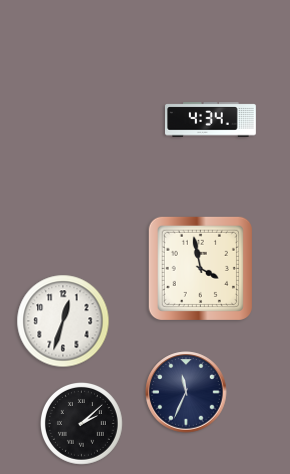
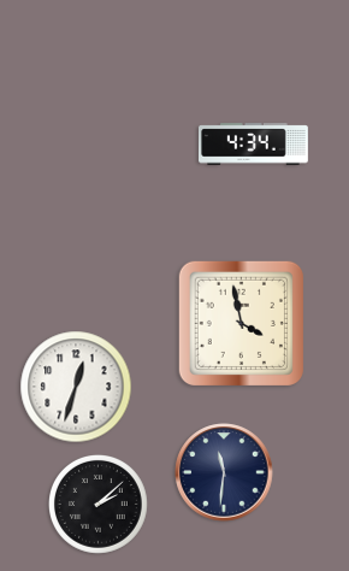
clock at (186, 392): 11:34 -> 11:31
clock at (82, 424) position: (82, 424) -> (99, 505)
